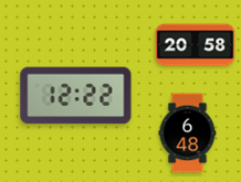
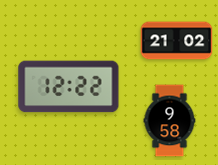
clock at (196, 45): 20:58 -> 21:02
clock at (188, 133): 6:48 -> 9:58
